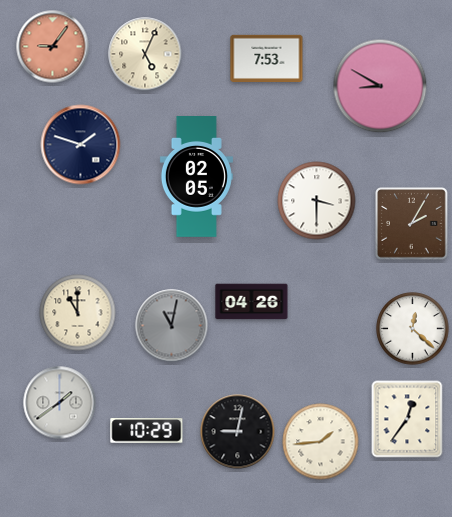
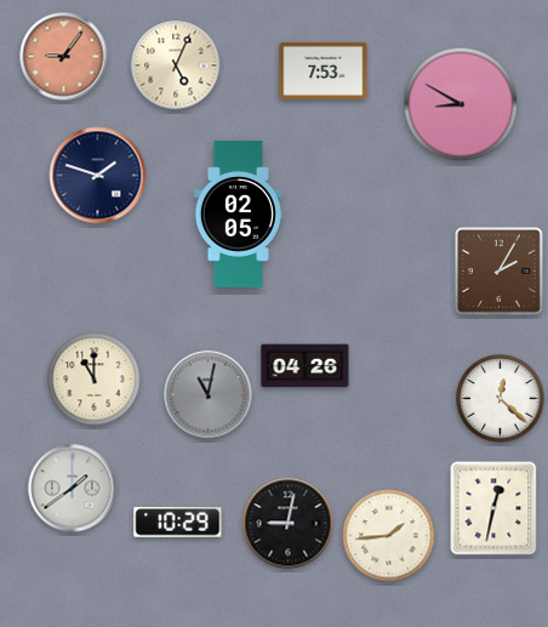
clock at (317, 201): 3:30 -> none
clock at (407, 419): 12:36 -> 12:32
